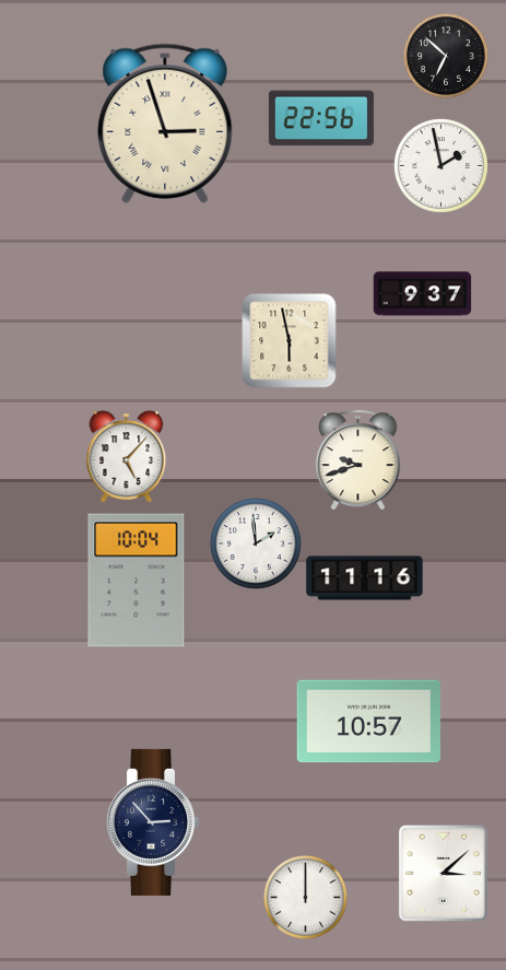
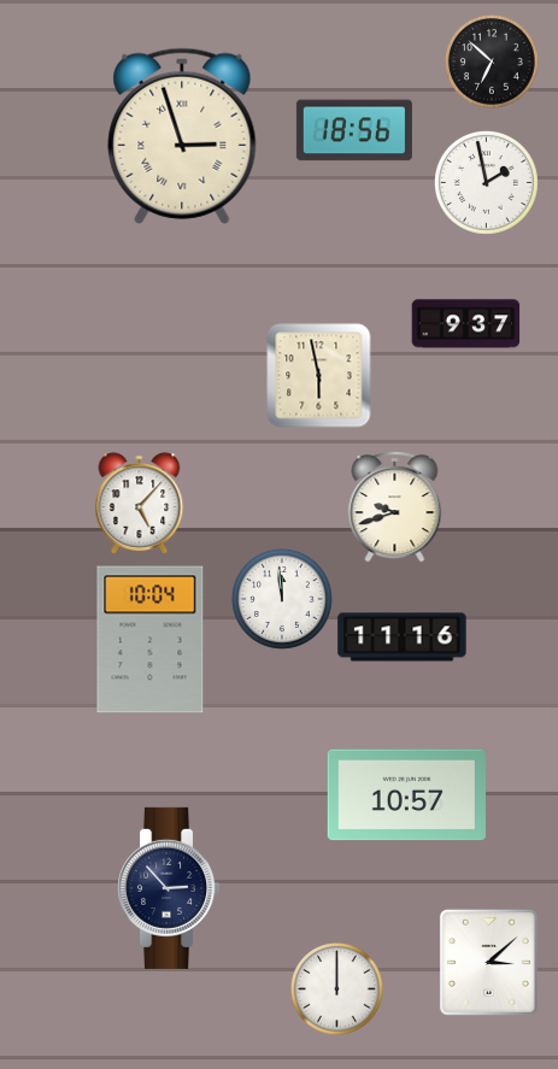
clock at (321, 118): 22:56 -> 18:56
clock at (256, 544): 1:59 -> 11:59
clock at (153, 822) position: (153, 822) -> (169, 888)
